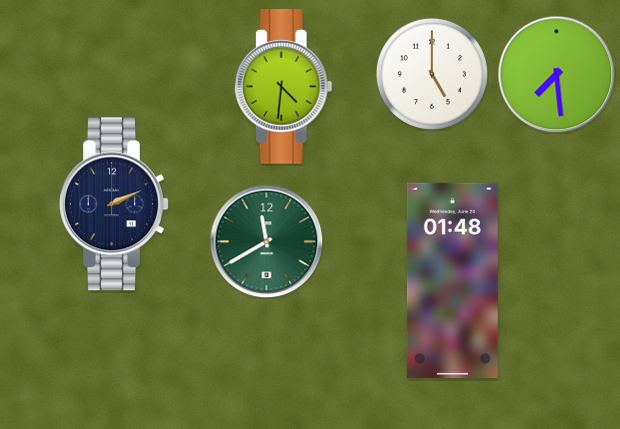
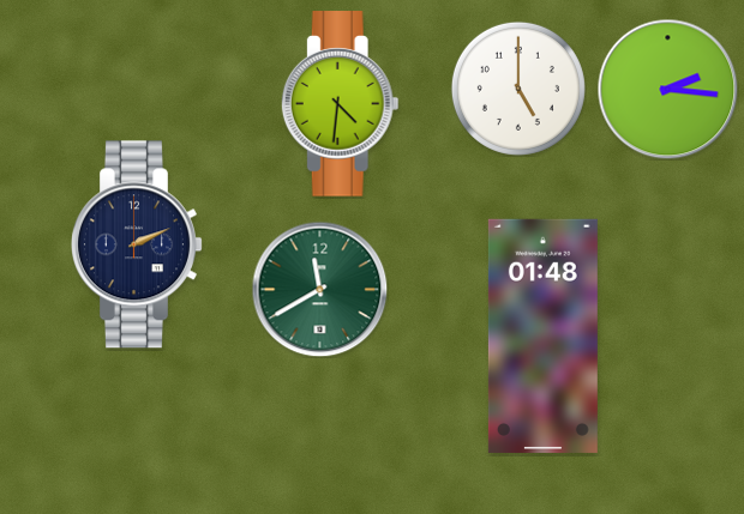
clock at (556, 74): 7:29 -> 2:16
